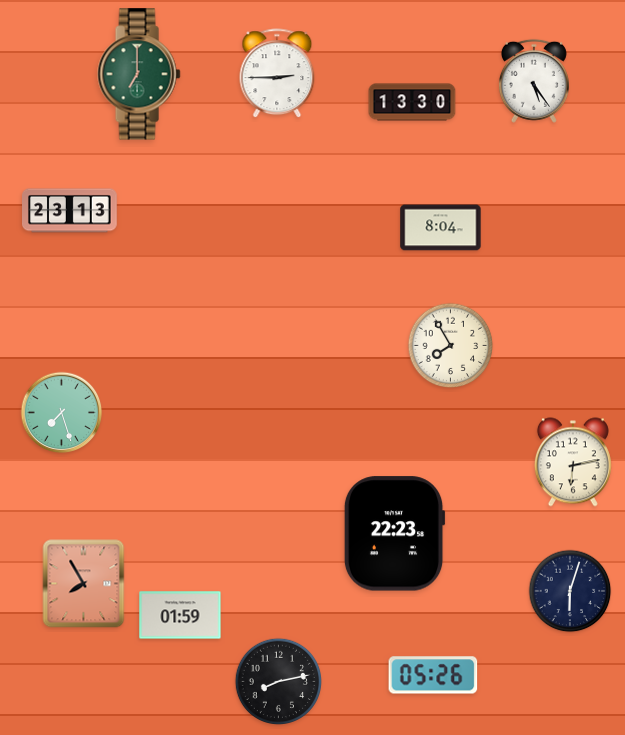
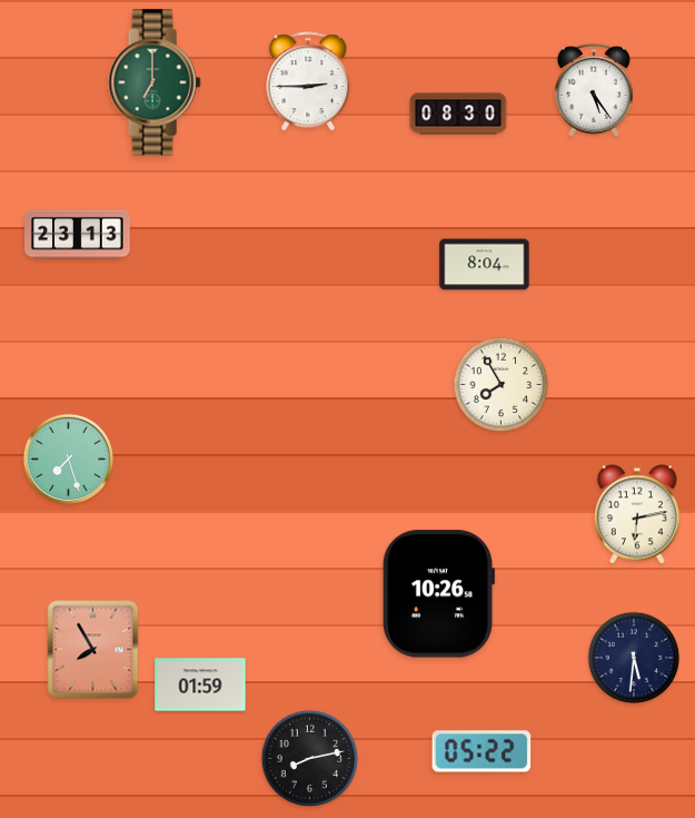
clock at (412, 102): 13:30 -> 08:30
clock at (441, 228) position: (441, 228) -> (485, 265)
clock at (394, 534): 22:23 -> 10:26
clock at (570, 591): 6:03 -> 5:31
clock at (433, 675): 05:26 -> 05:22
